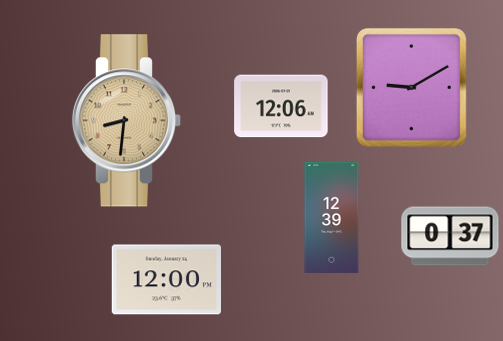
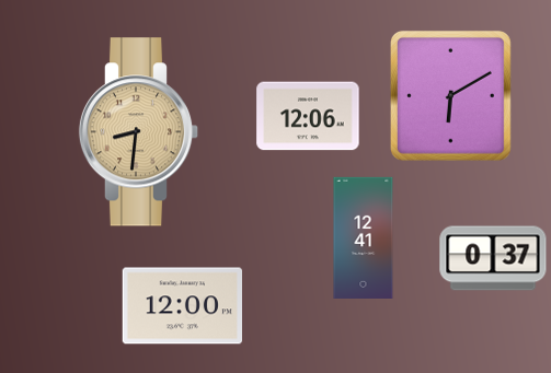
clock at (411, 87): 9:10 -> 6:10
clock at (332, 217): 12:39 -> 12:41
